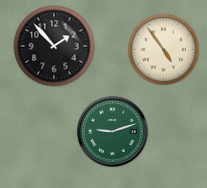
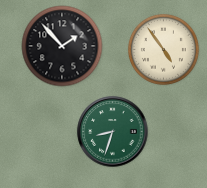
clock at (54, 46) position: (54, 46) -> (62, 46)
clock at (113, 132): 9:12 -> 8:33
